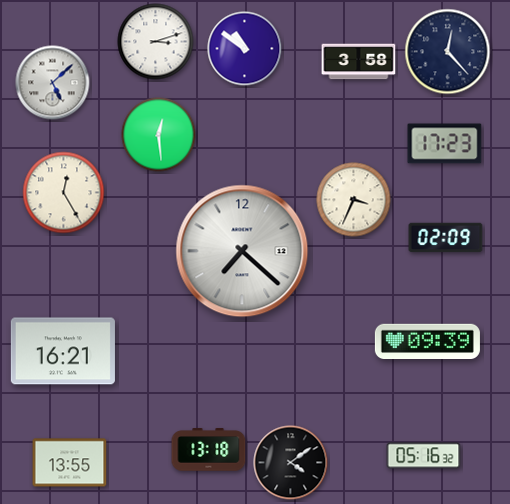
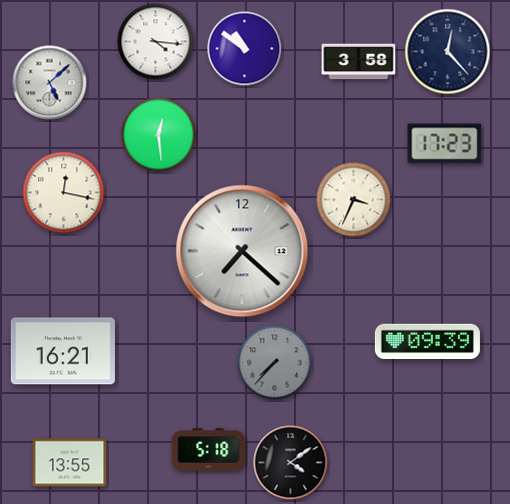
clock at (156, 42): 3:12 -> 4:16
clock at (53, 83) position: (53, 83) -> (50, 83)
clock at (64, 193): 12:25 -> 12:17
clock at (446, 238): 02:09 -> none
clock at (275, 363): none -> 7:37
clock at (209, 450): 13:18 -> 5:18
clock at (424, 456): 05:16 -> none
